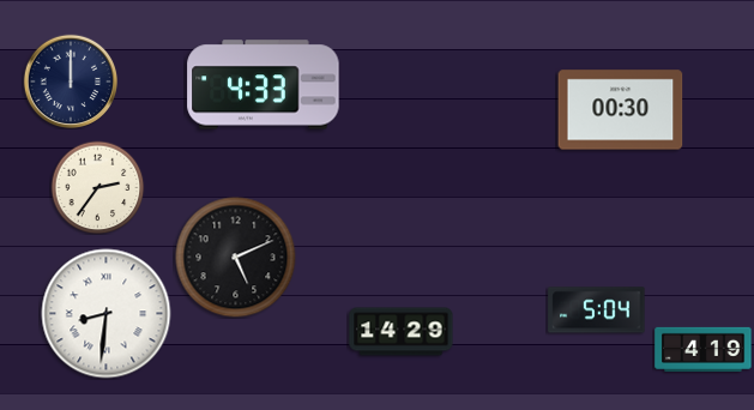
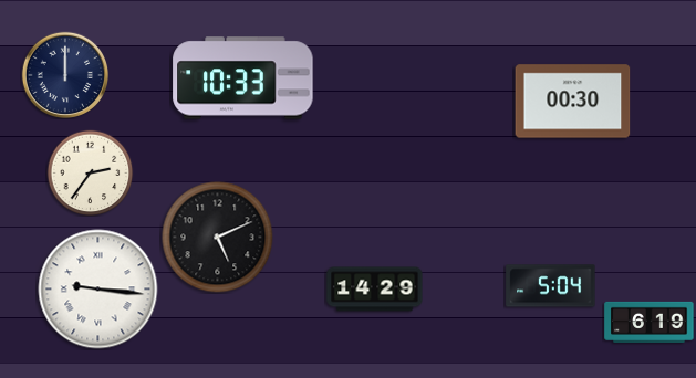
clock at (264, 85): 4:33 -> 10:33
clock at (107, 314): 8:31 -> 9:16
clock at (402, 332) position: (402, 332) -> (375, 290)
clock at (704, 349): 4:19 -> 6:19
